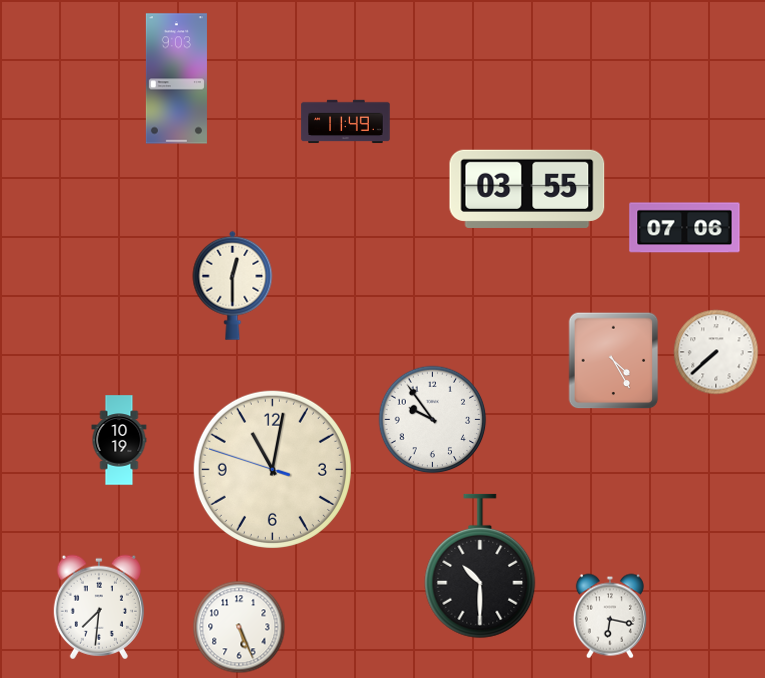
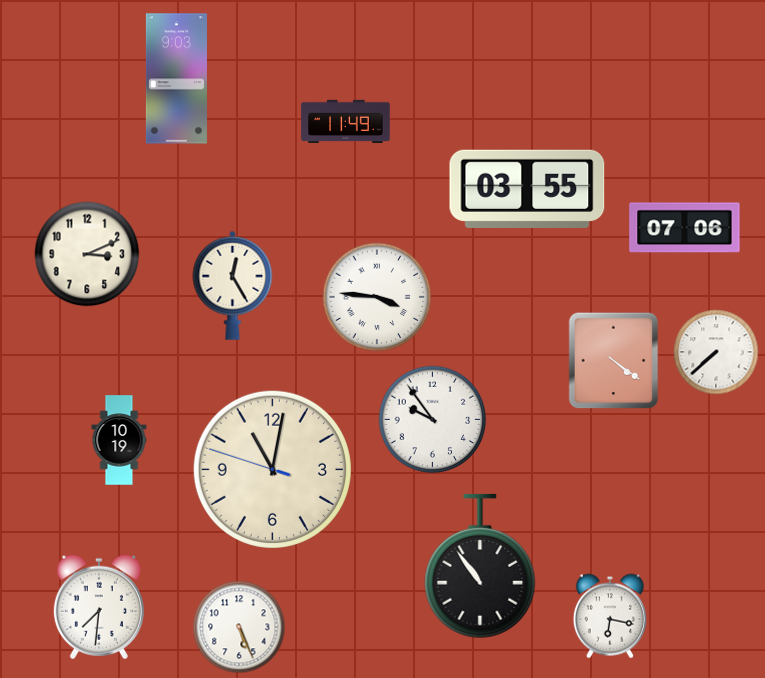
clock at (87, 254): none -> 3:11
clock at (233, 285): 12:30 -> 12:25
clock at (377, 297): none -> 3:46
clock at (614, 361): 4:25 -> 4:21
clock at (480, 566): 10:30 -> 10:54
